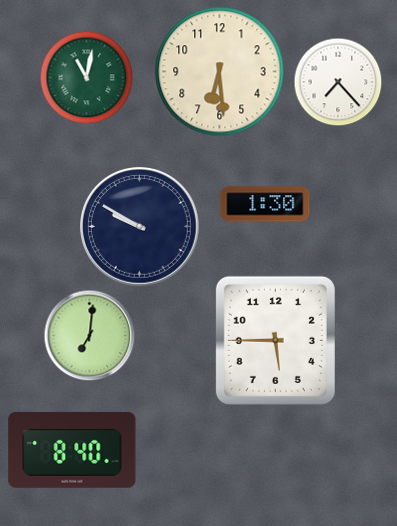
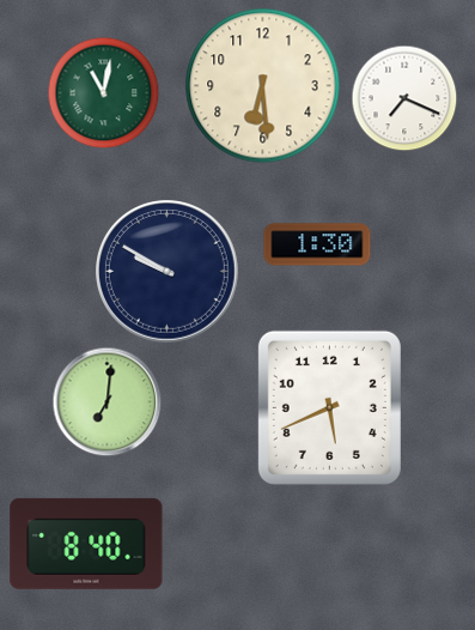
clock at (338, 82): 7:23 -> 7:19
clock at (275, 340): 5:45 -> 5:41
clock at (72, 450) position: (72, 450) -> (86, 544)
